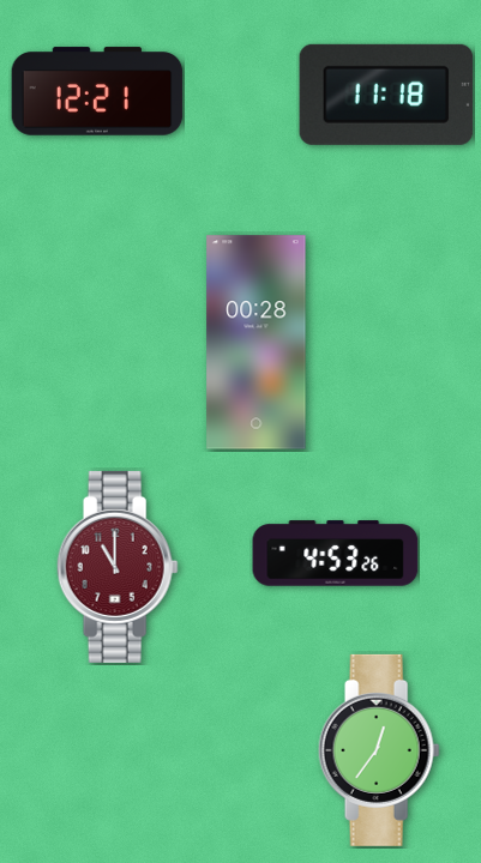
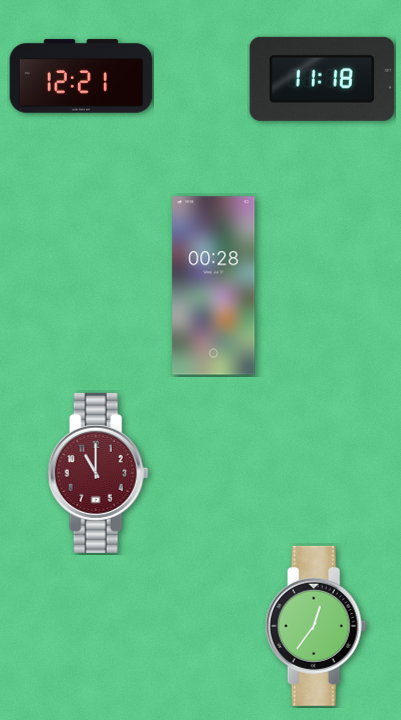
clock at (336, 554): 4:53 -> none
